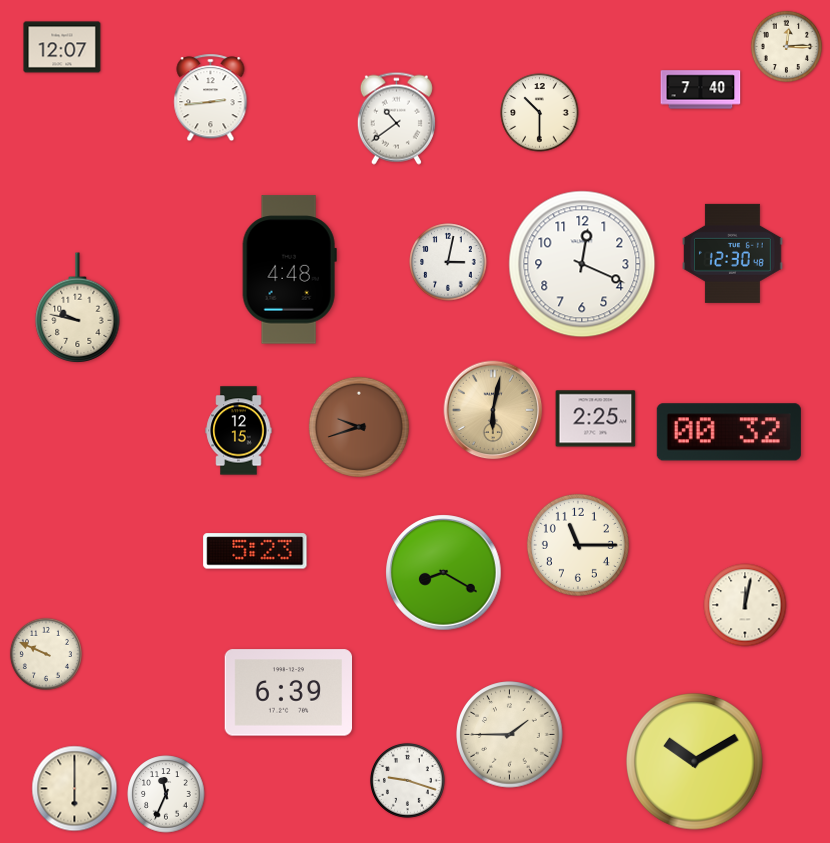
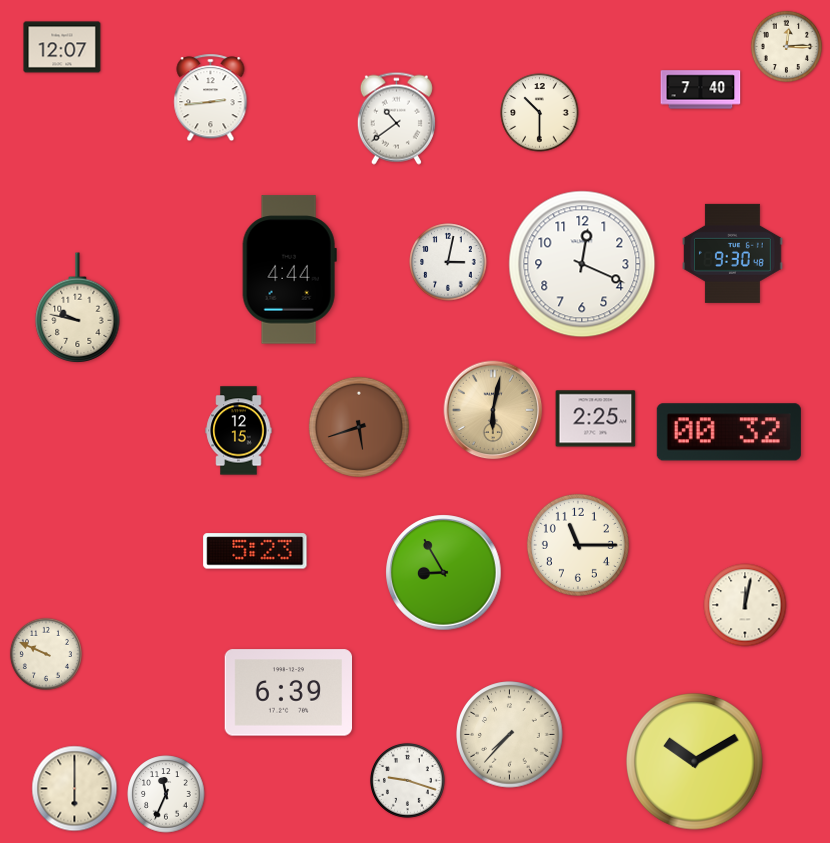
clock at (733, 253): 12:30 -> 9:30
clock at (289, 270): 4:48 -> 4:44
clock at (359, 427): 9:42 -> 5:42
clock at (444, 573): 8:20 -> 8:55
clock at (510, 735): 1:45 -> 7:37
